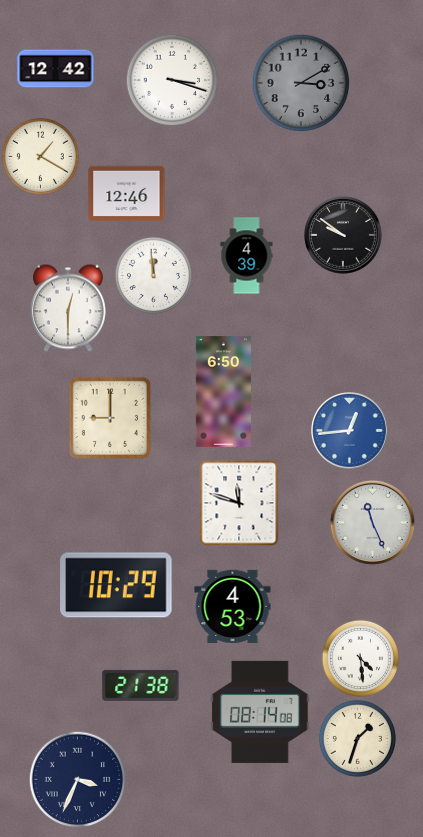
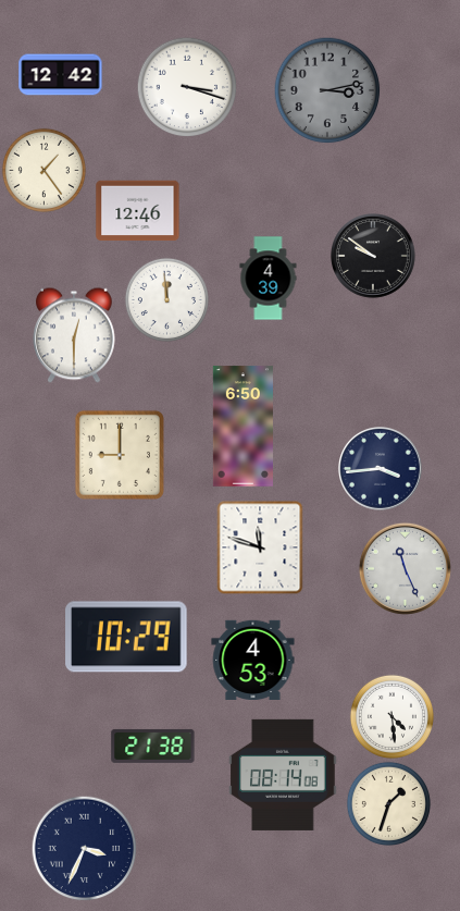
clock at (301, 83): 3:10 -> 3:13
clock at (40, 156): 1:20 -> 1:24
clock at (350, 431): 12:44 -> 3:44
clock at (350, 431) dial: blue -> navy
